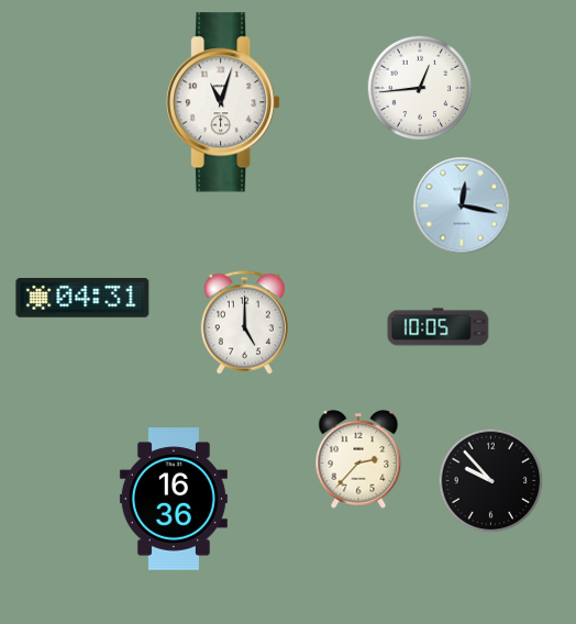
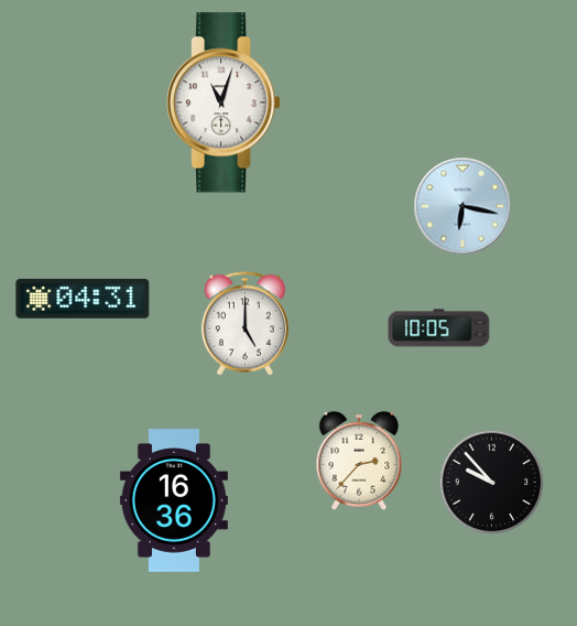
clock at (420, 88): 12:44 -> none
clock at (462, 205): 12:17 -> 6:17
